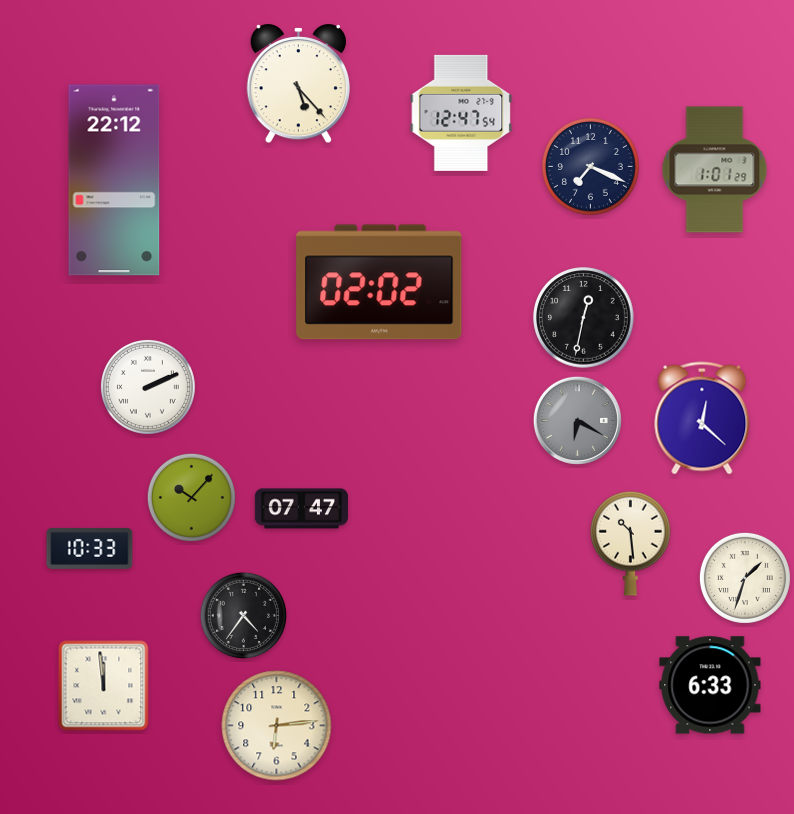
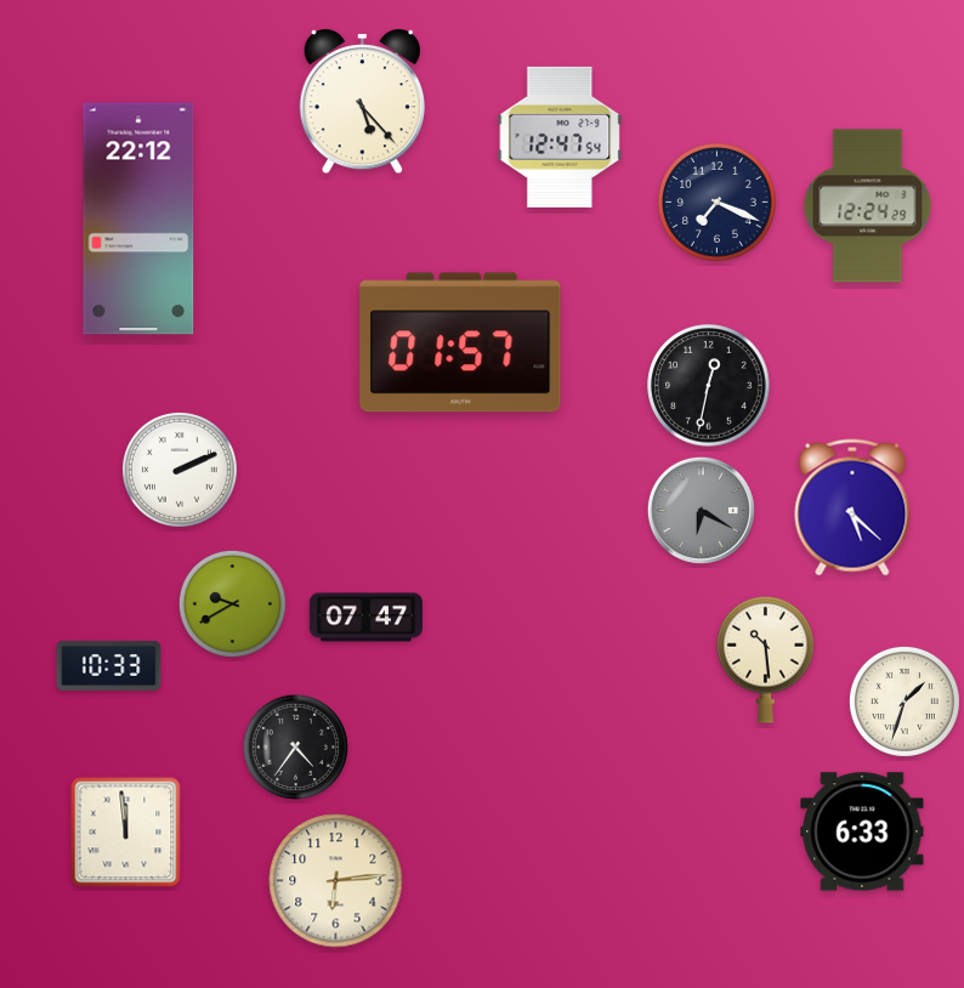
clock at (715, 170): 1:01 -> 12:24
clock at (379, 282): 02:02 -> 01:57
clock at (702, 418): 12:22 -> 5:22
clock at (191, 497): 10:07 -> 9:40
